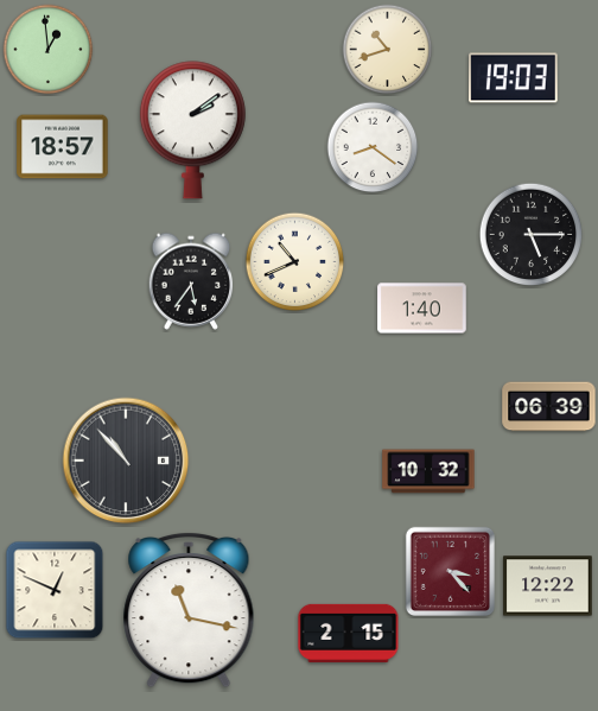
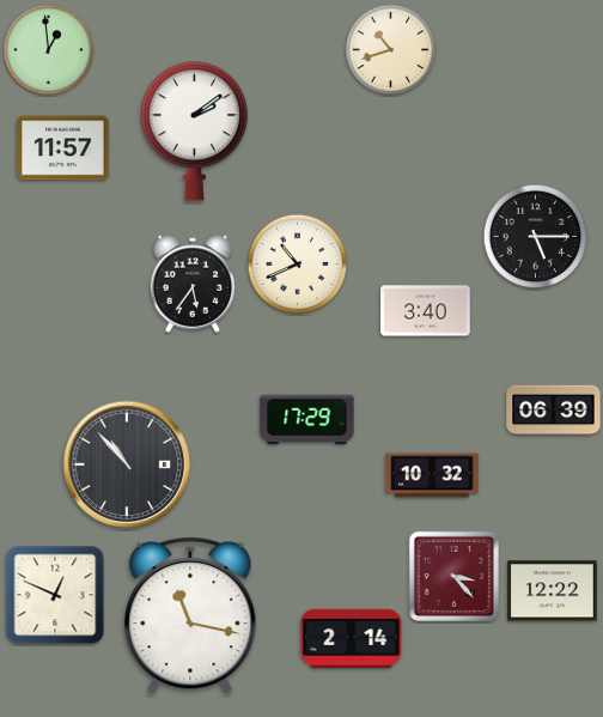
clock at (514, 78): 19:03 -> none
clock at (63, 147): 18:57 -> 11:57
clock at (373, 147): 8:21 -> none
clock at (422, 309): 1:40 -> 3:40
clock at (307, 420): none -> 17:29
clock at (349, 633): 2:15 -> 2:14
